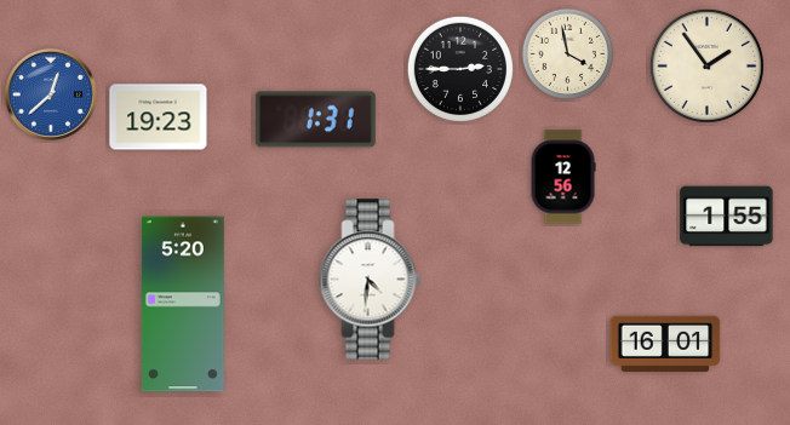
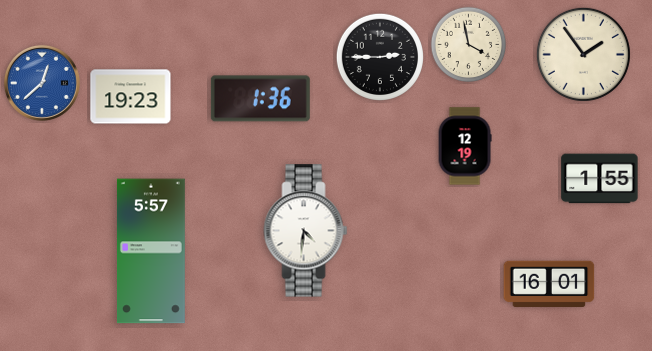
clock at (51, 94) position: (51, 94) -> (42, 83)
clock at (315, 120): 1:31 -> 1:36
clock at (563, 177): 12:56 -> 12:19
clock at (183, 304): 5:20 -> 5:57
